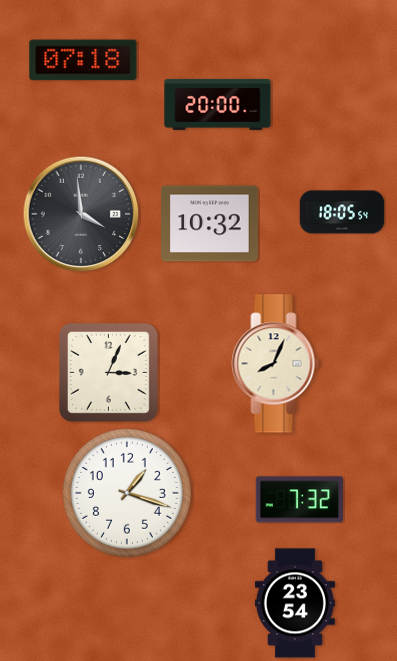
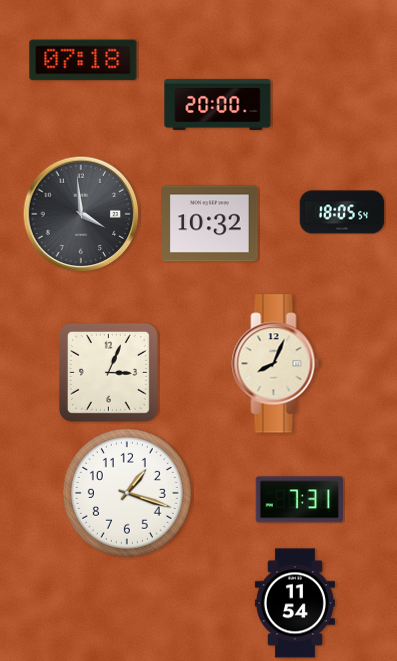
clock at (299, 500): 7:32 -> 7:31
clock at (295, 603): 23:54 -> 11:54
